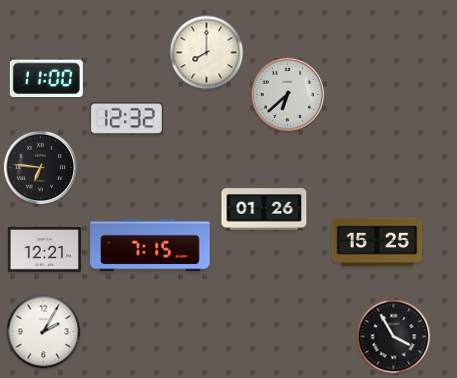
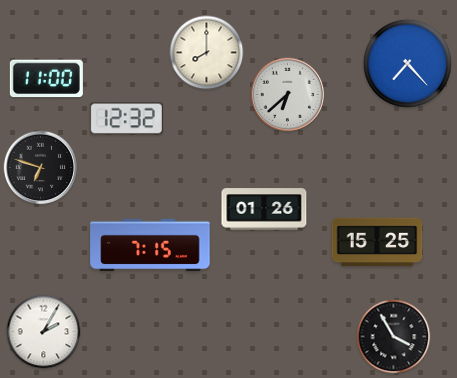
clock at (407, 63): none -> 7:23
clock at (41, 168): 6:46 -> 6:48
clock at (44, 250): 12:21 -> none
